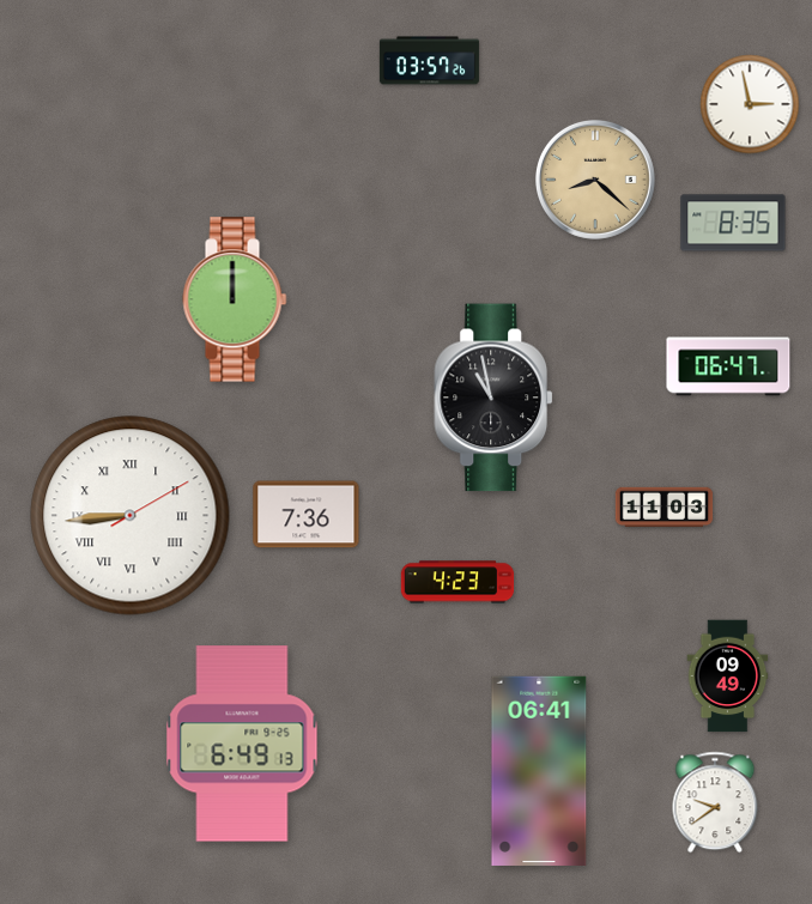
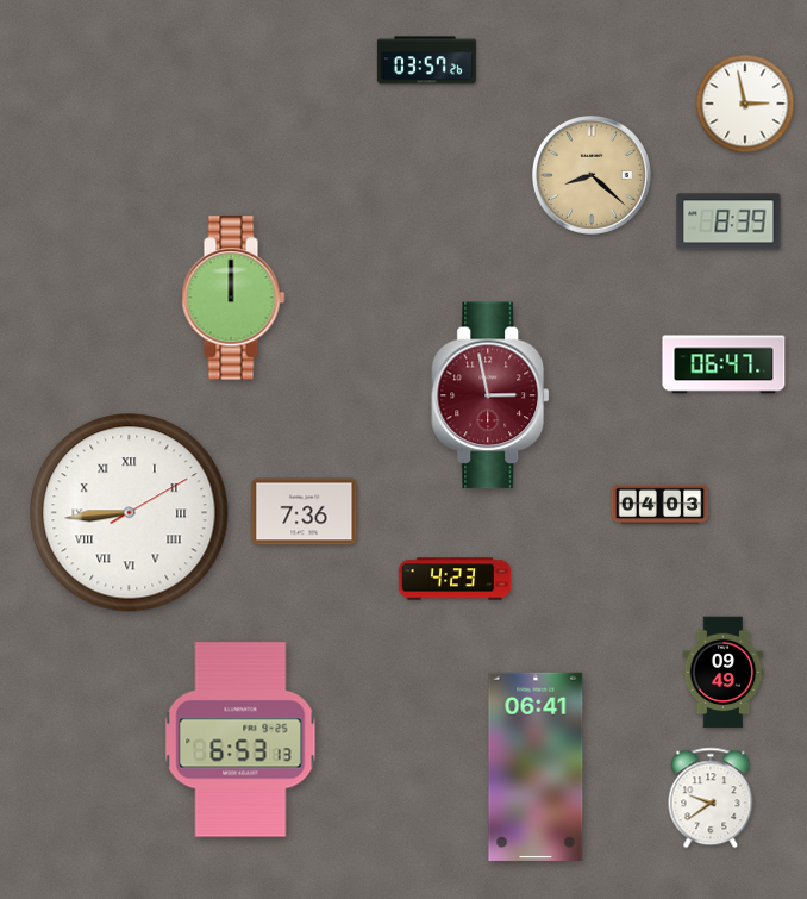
clock at (595, 180) position: (595, 180) -> (592, 175)
clock at (733, 223): 8:35 -> 8:39
clock at (495, 398): 10:58 -> 2:58
clock at (495, 398) dial: black -> burgundy
clock at (665, 508): 11:03 -> 04:03
clock at (242, 744): 6:49 -> 6:53
